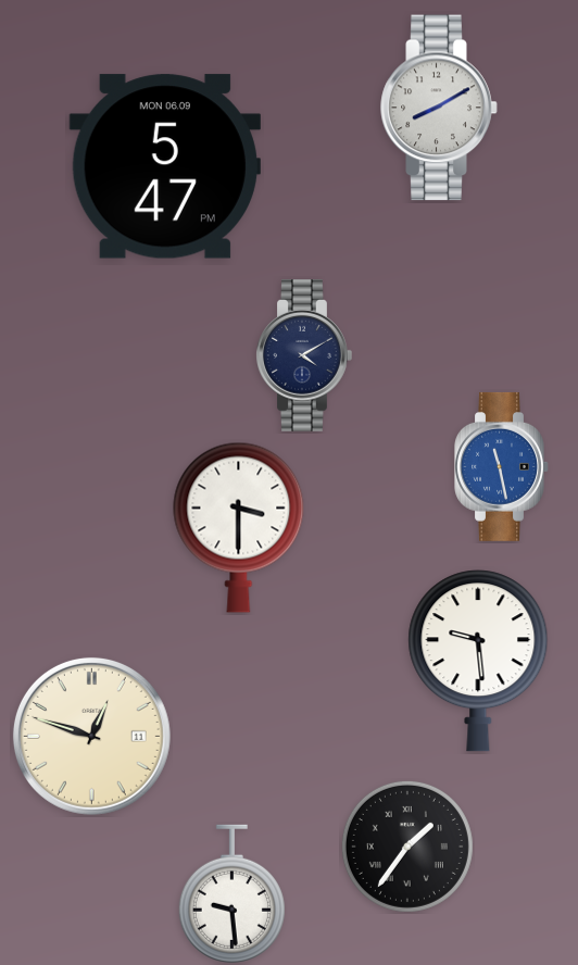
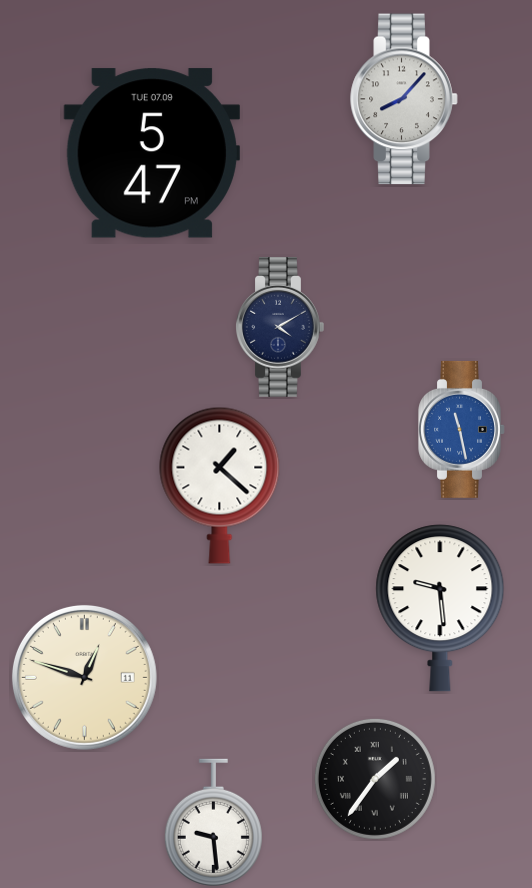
clock at (439, 108): 8:10 -> 8:07
clock at (165, 166) date: MON 06.09 -> TUE 07.09
clock at (239, 527): 3:30 -> 1:22
